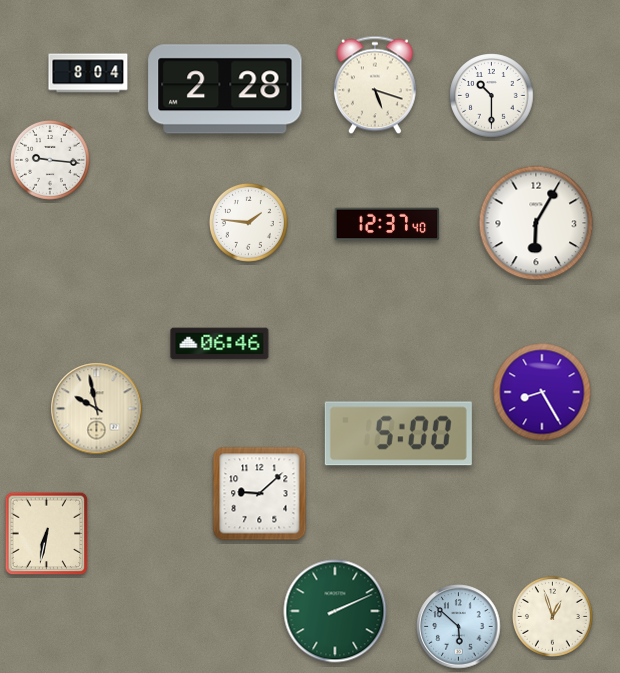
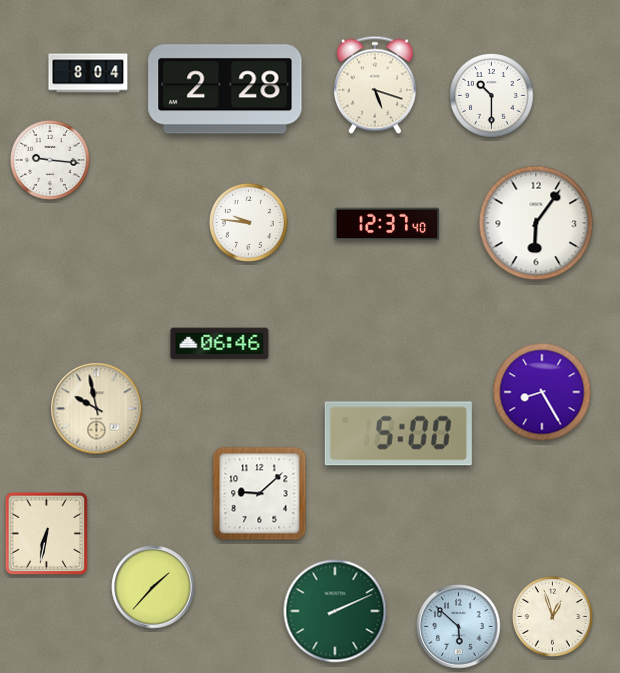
clock at (248, 222): 1:46 -> 9:46
clock at (536, 223): 6:05 -> 6:06
clock at (153, 587): none -> 1:37
